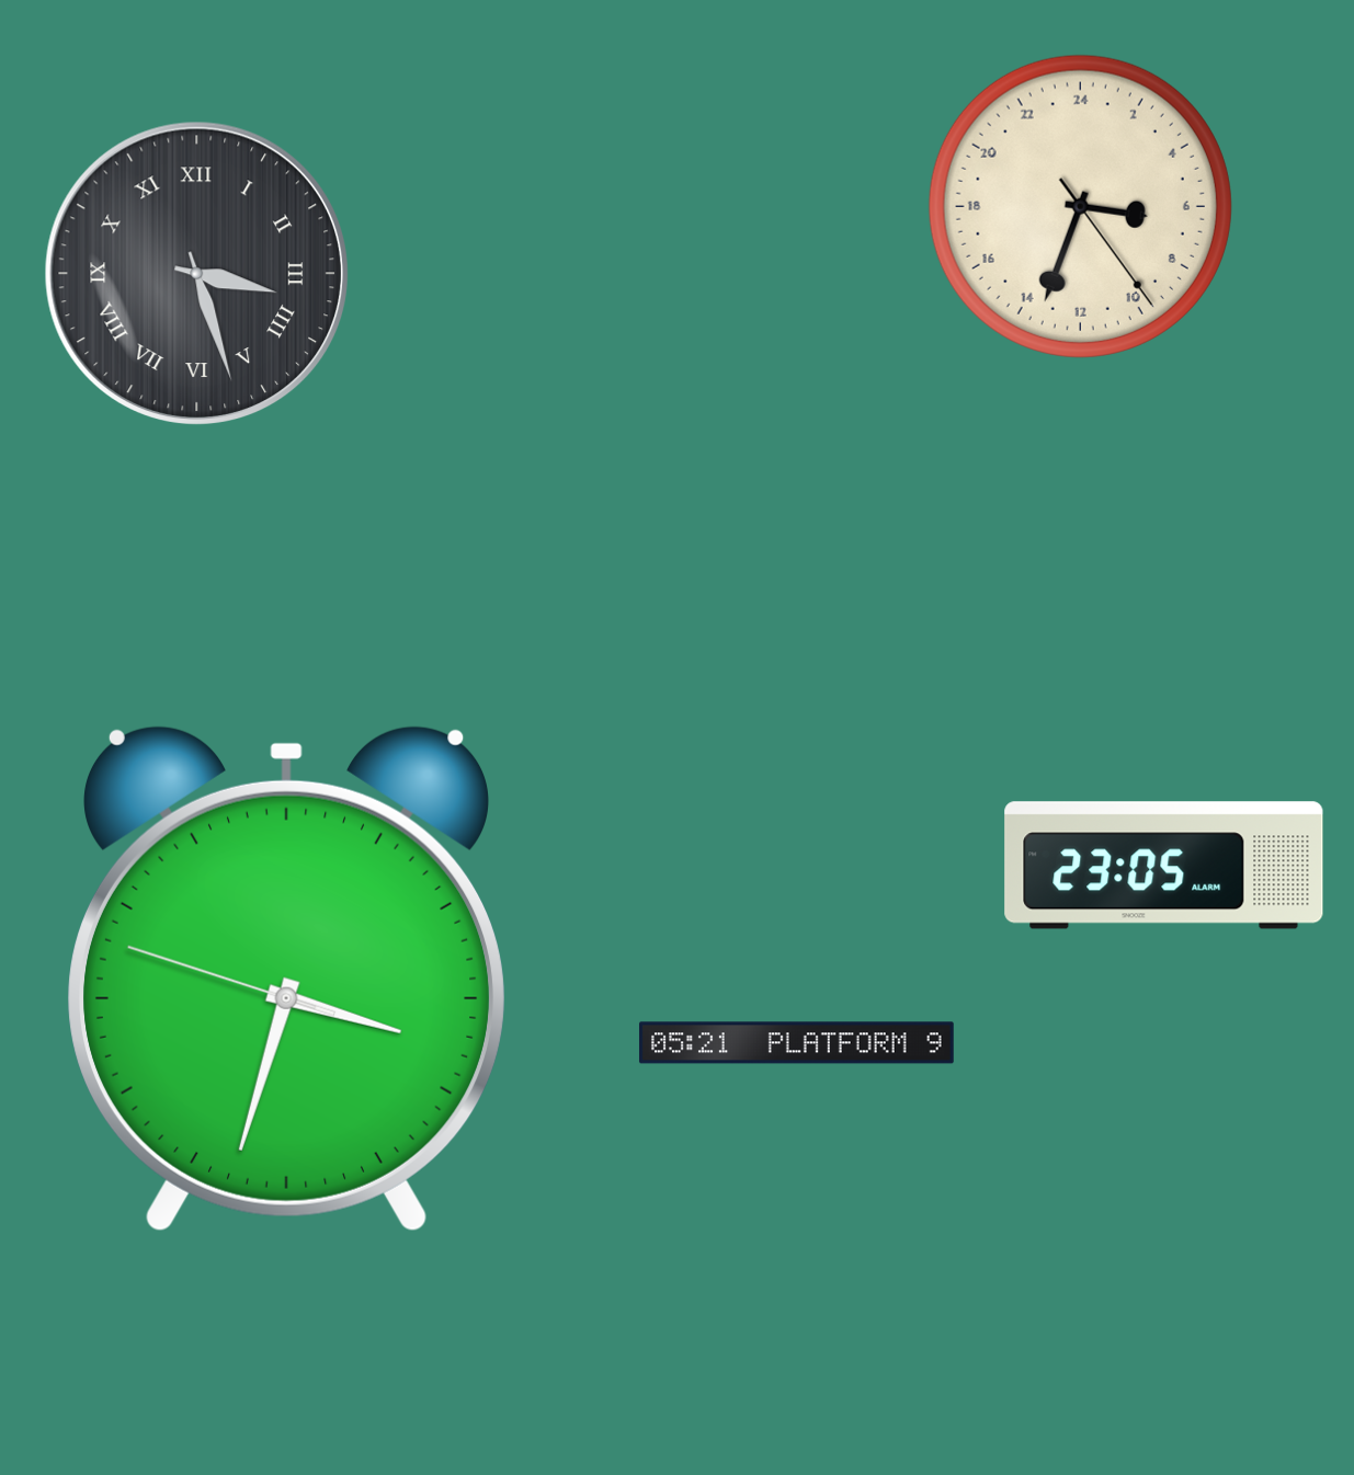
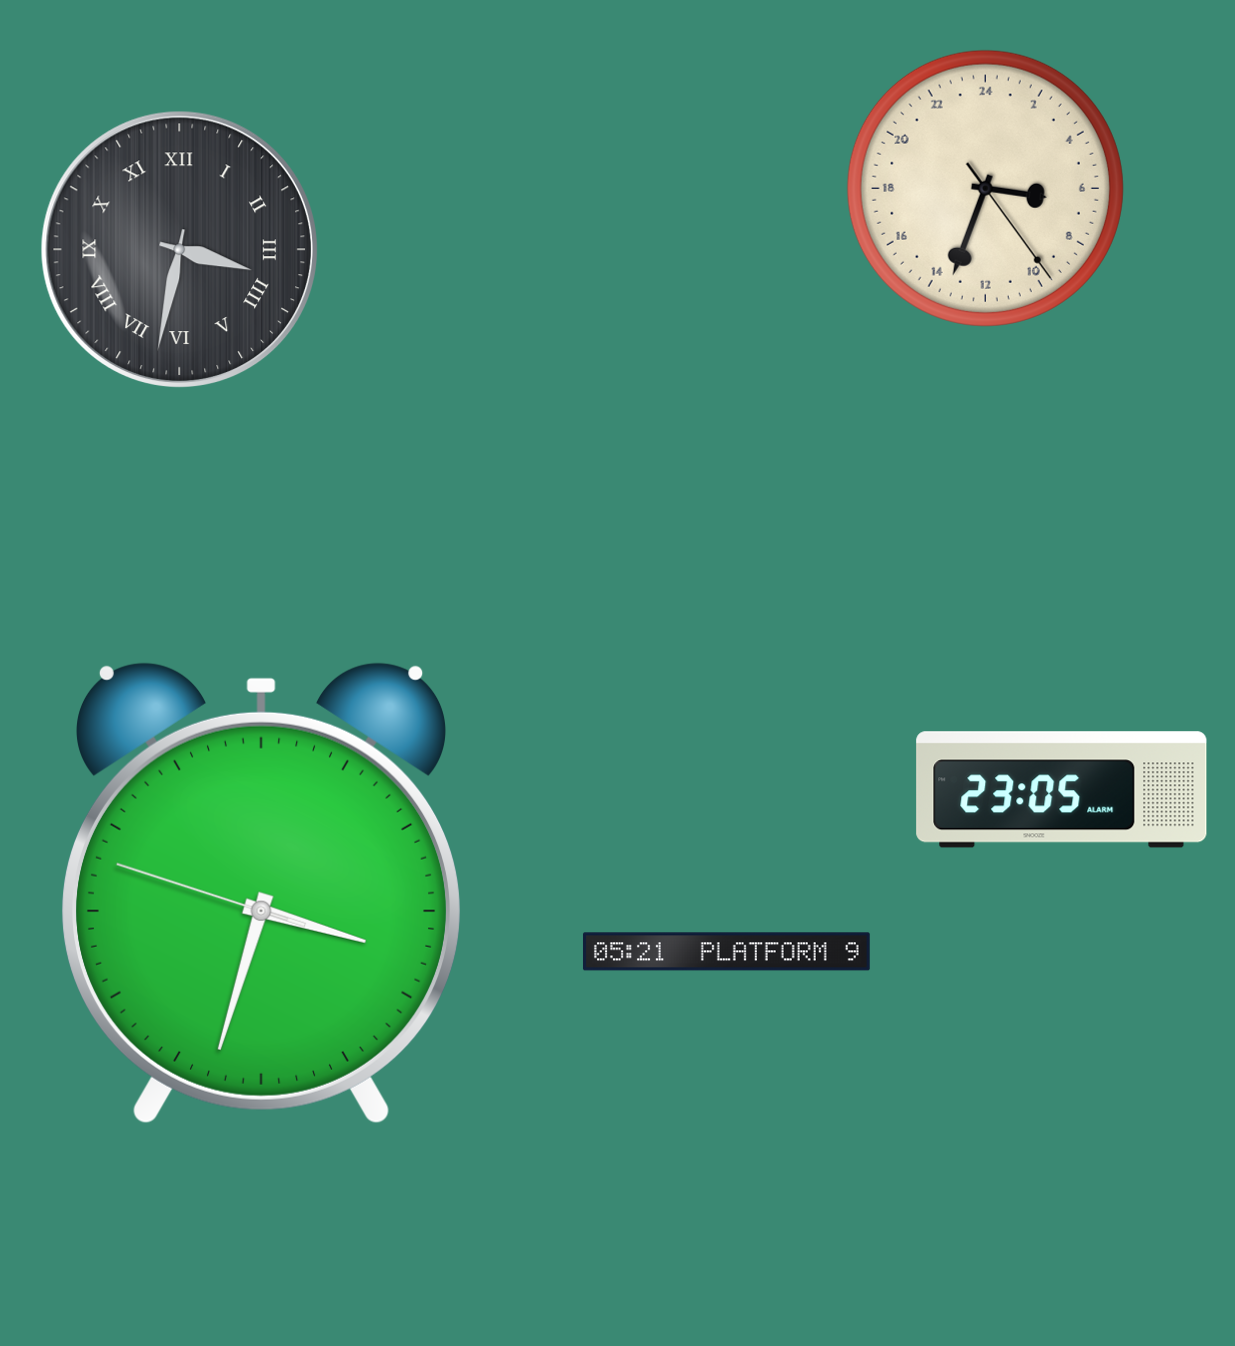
clock at (196, 273): 3:27 -> 3:32
